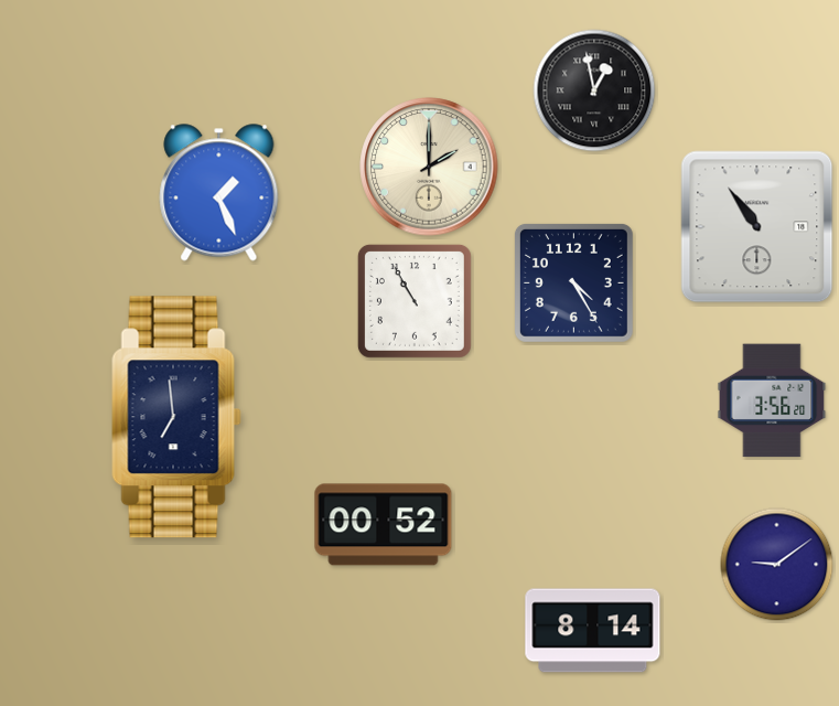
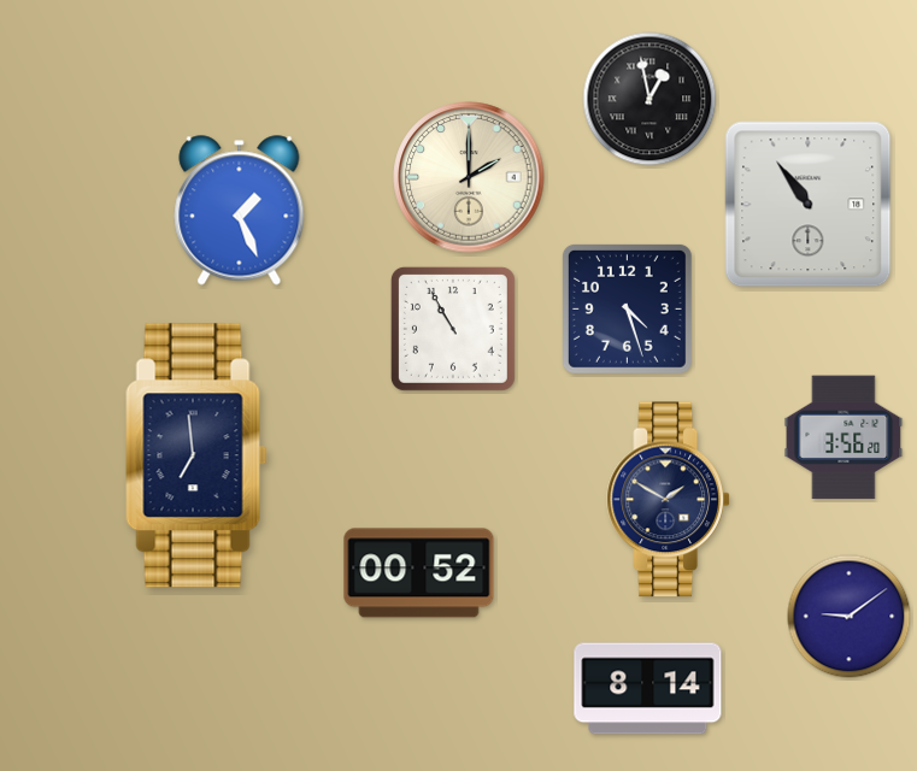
clock at (429, 167) position: (429, 167) -> (469, 177)
clock at (757, 227) position: (757, 227) -> (809, 205)
clock at (573, 282): 4:25 -> 4:27
clock at (176, 417) position: (176, 417) -> (196, 455)
clock at (668, 500): none -> 1:50
